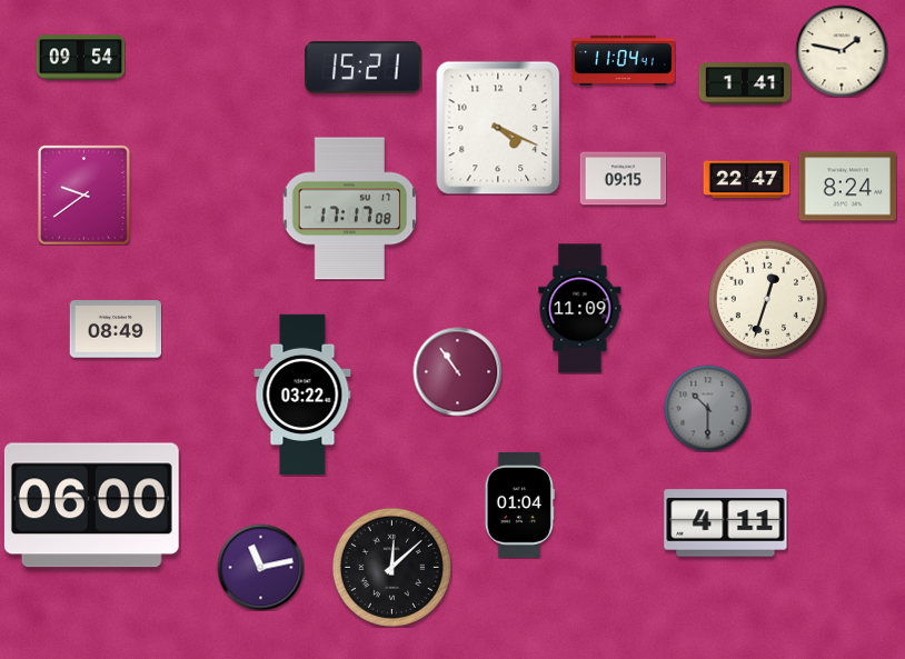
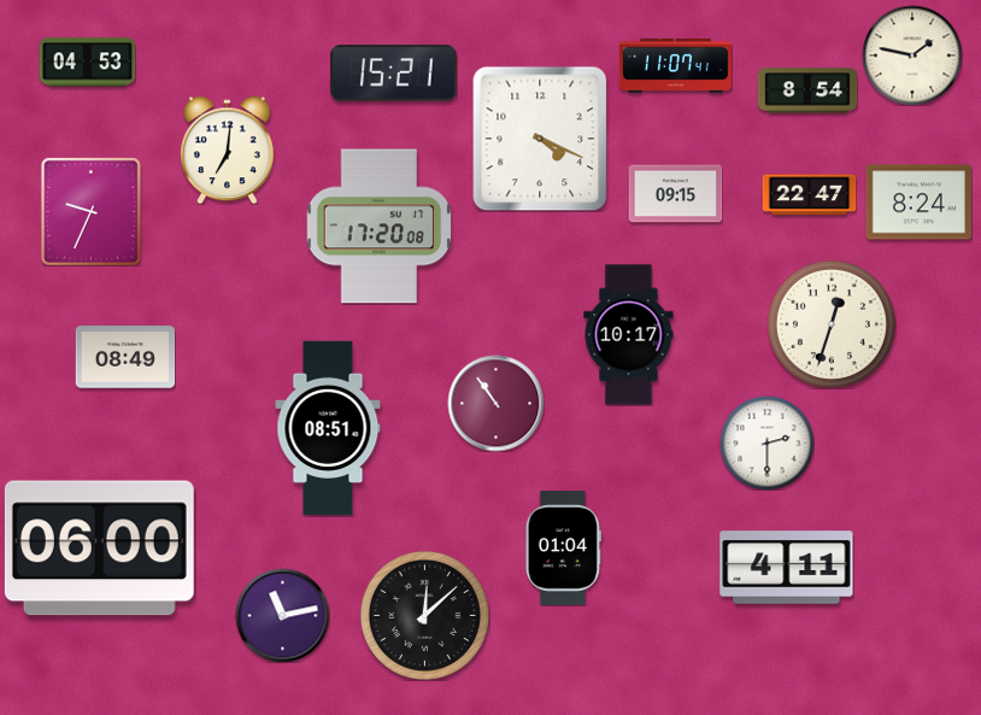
clock at (80, 58): 09:54 -> 04:53
clock at (623, 60): 11:04 -> 11:07
clock at (745, 83): 1:41 -> 8:54
clock at (228, 150): none -> 7:01
clock at (83, 194): 9:39 -> 9:34
clock at (350, 209): 17:17 -> 17:20
clock at (580, 309): 11:09 -> 10:17
clock at (302, 393): 03:22 -> 08:51
clock at (707, 408): 10:30 -> 2:30
clock at (707, 408) dial: grey -> white
